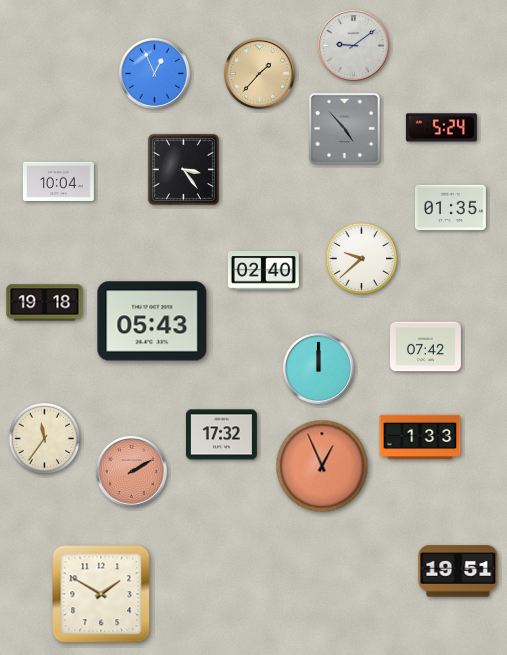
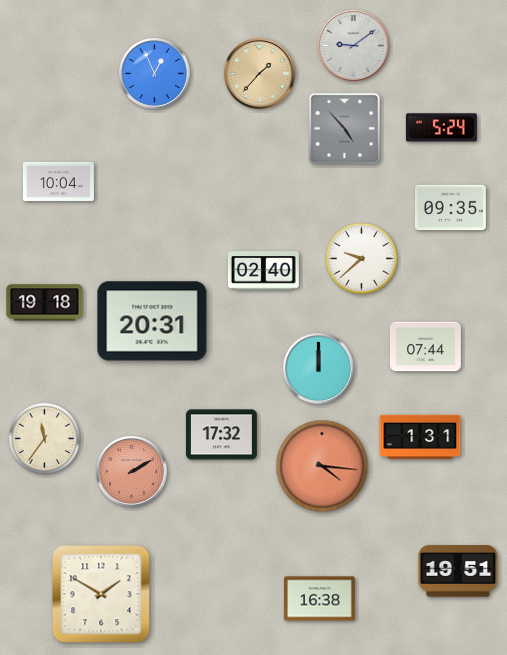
clock at (183, 169): 3:24 -> none
clock at (450, 208): 01:35 -> 09:35
clock at (152, 321): 05:43 -> 20:31
clock at (425, 347): 07:42 -> 07:44
clock at (420, 437): 1:33 -> 1:31
clock at (322, 466): 12:56 -> 4:16
clock at (319, 599): none -> 16:38
